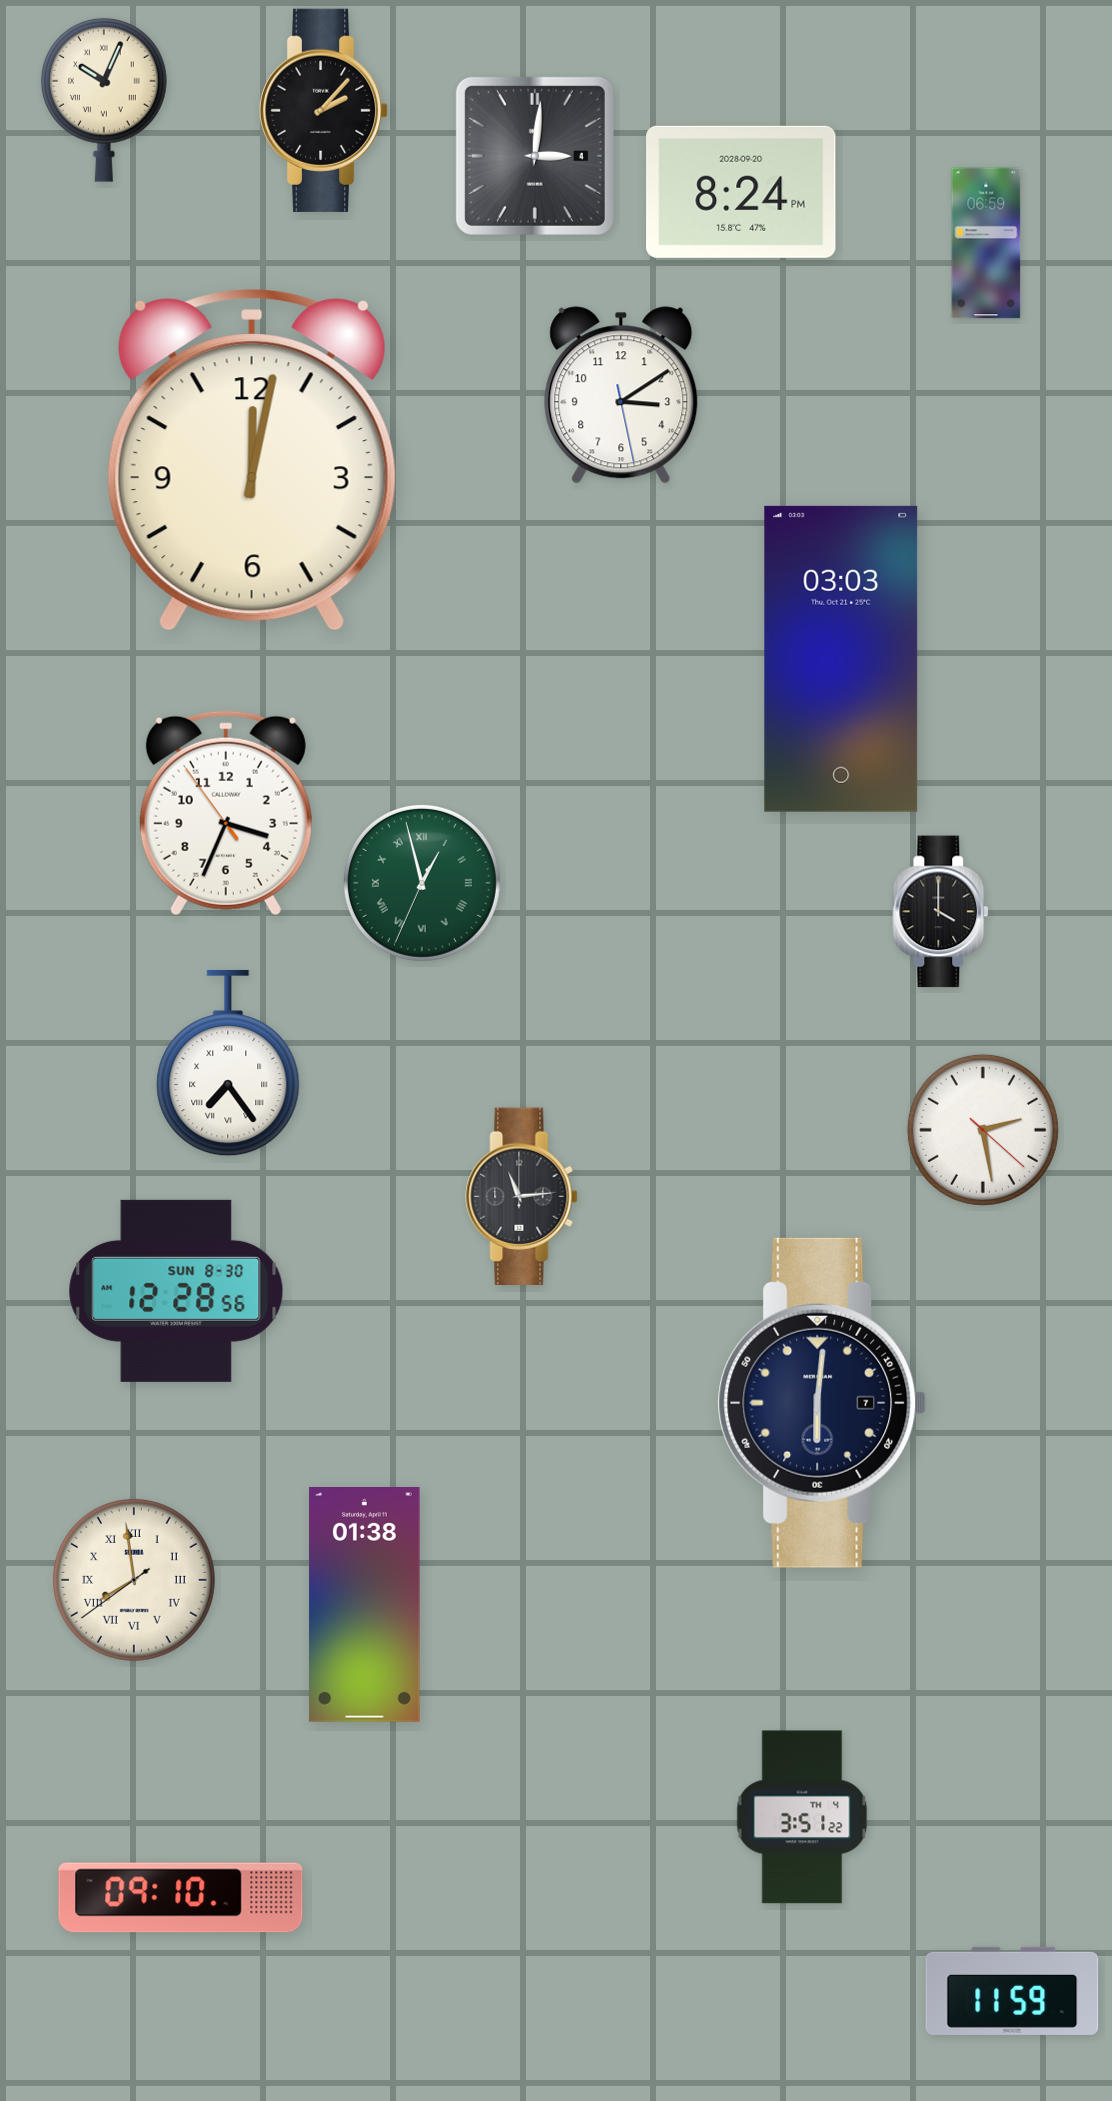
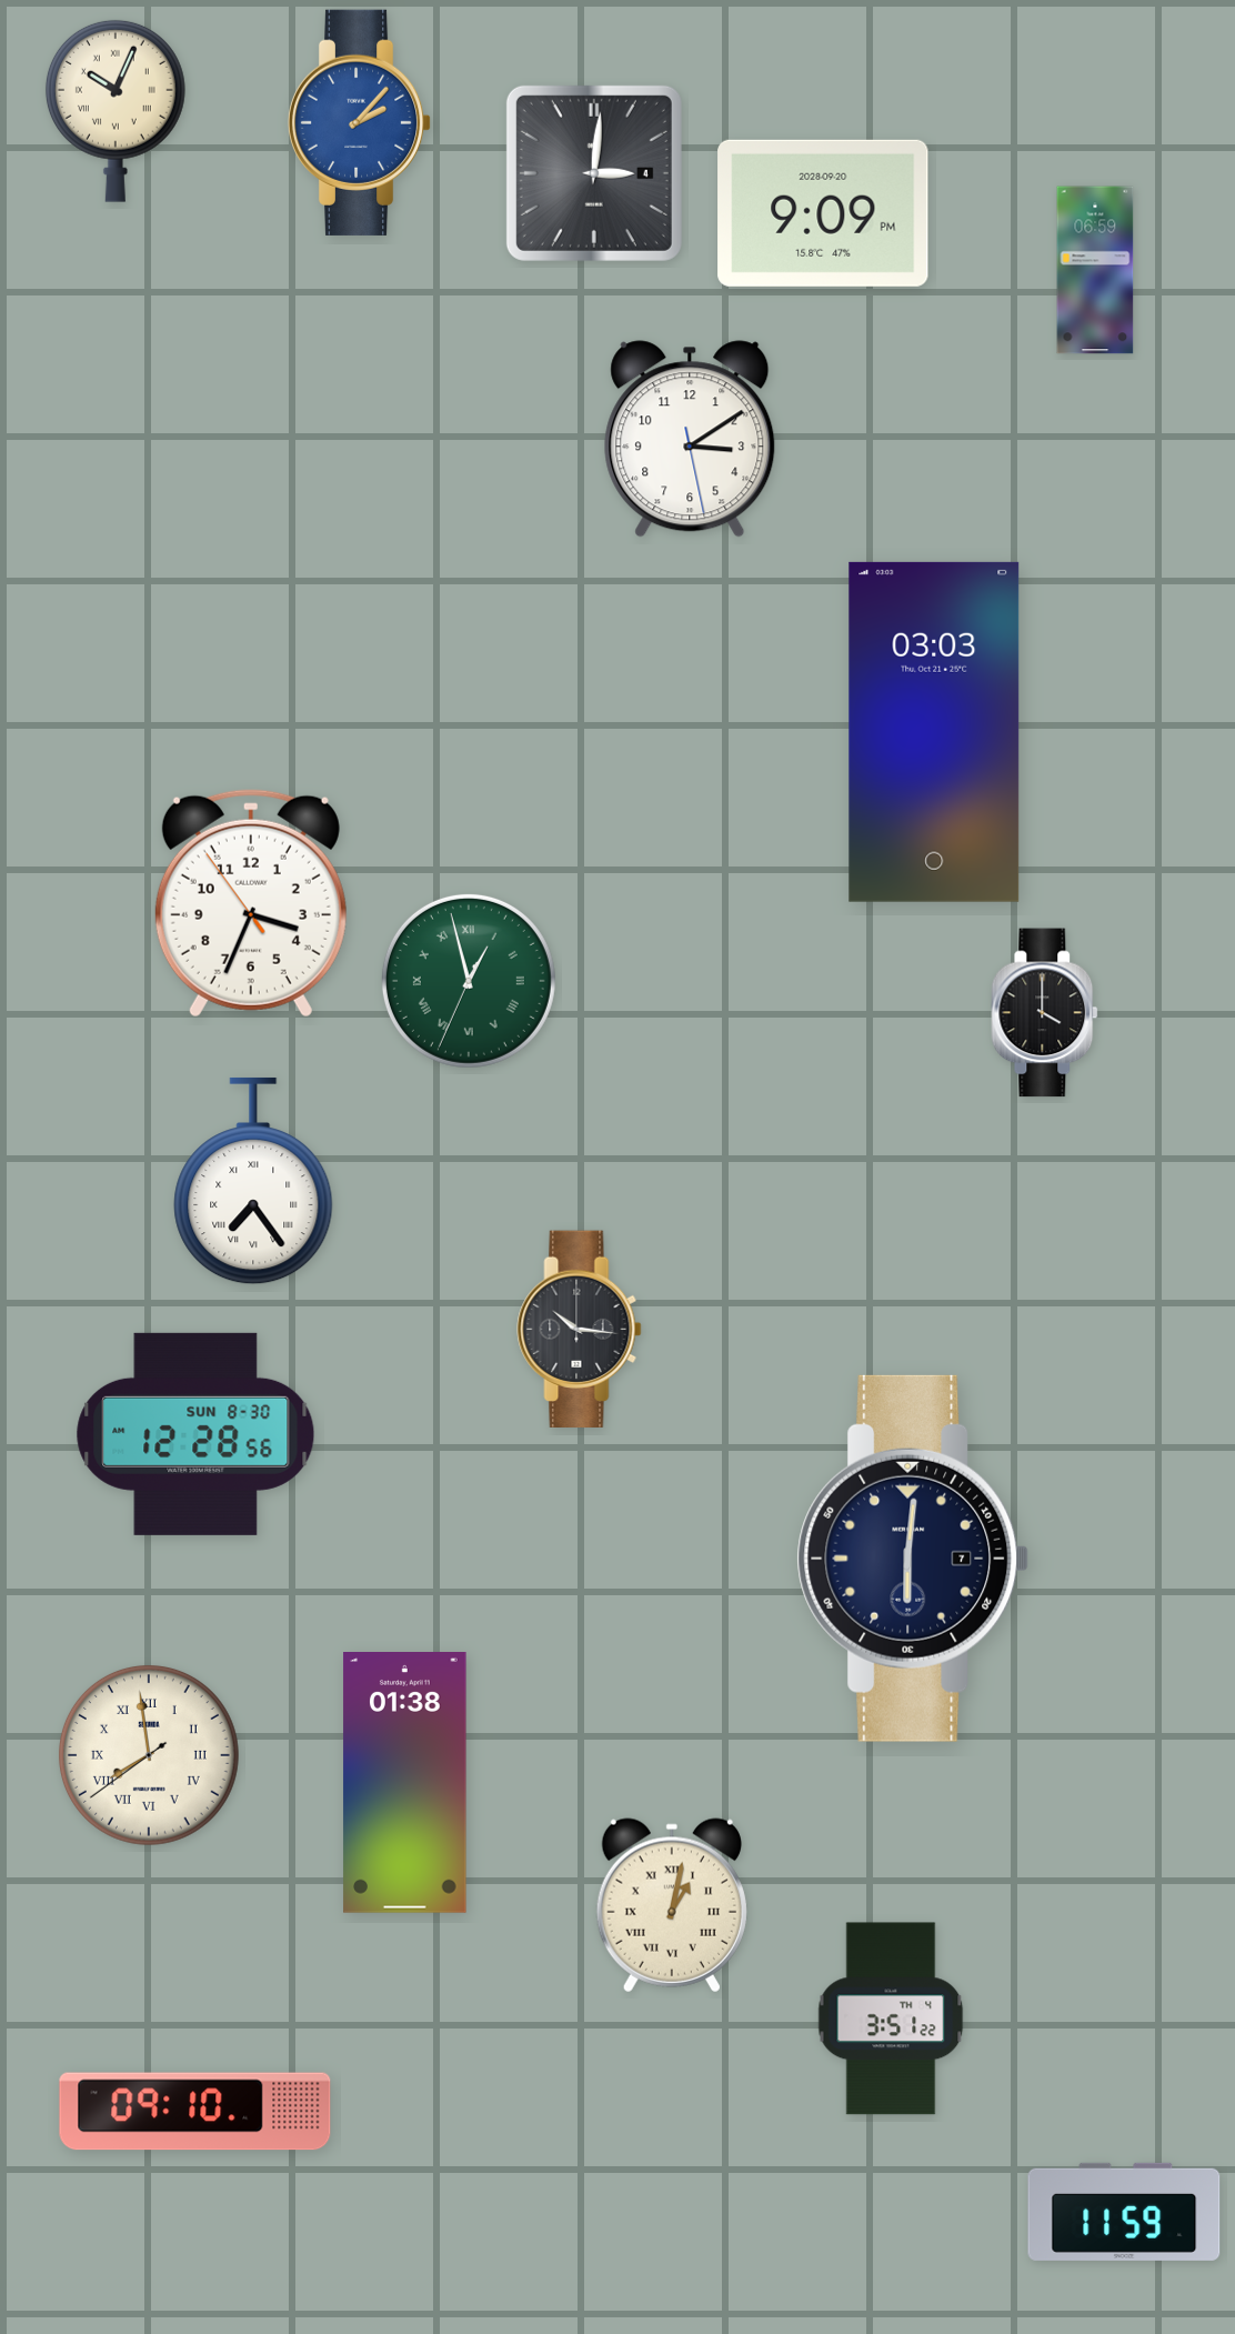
clock at (324, 110) dial: black -> blue
clock at (741, 192): 8:24 -> 9:09
clock at (252, 460): 12:02 -> none
clock at (983, 1130): 2:28 -> none
clock at (522, 1197): 11:14 -> 10:16
clock at (672, 1905): none -> 1:02
clock at (181, 1898) position: (181, 1898) -> (195, 2112)
